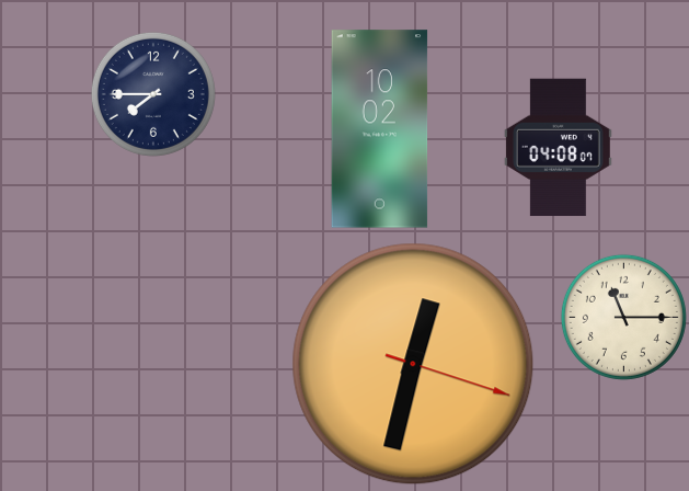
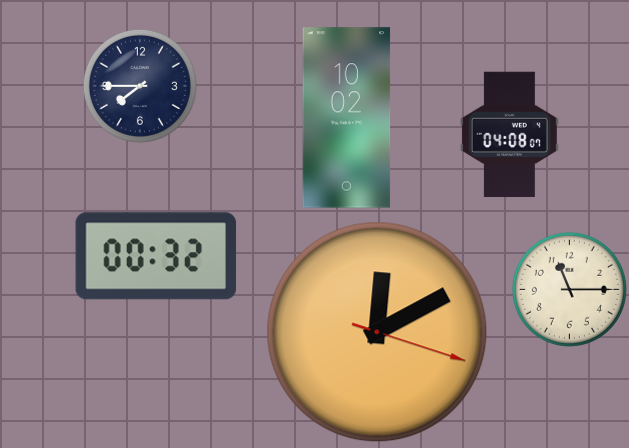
clock at (156, 256): none -> 00:32
clock at (413, 364): 12:32 -> 12:10
